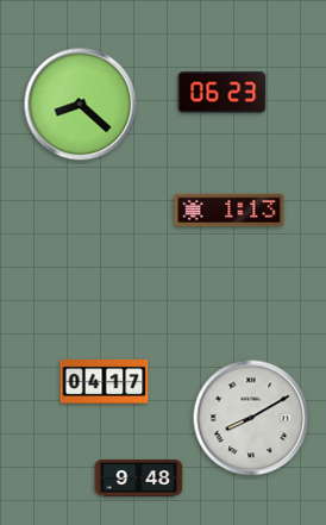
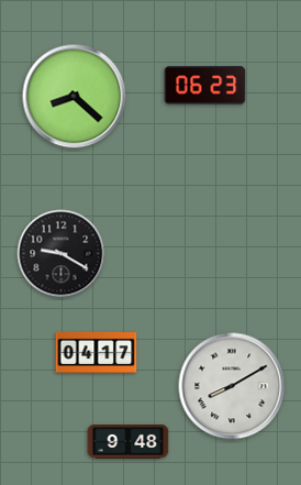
clock at (230, 210): 1:13 -> none
clock at (62, 254): none -> 9:20
